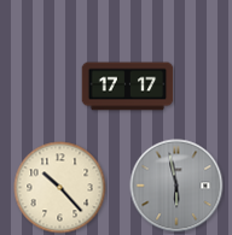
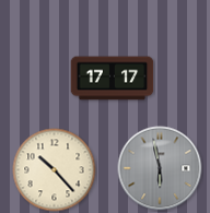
clock at (128, 87) position: (128, 87) -> (113, 79)
